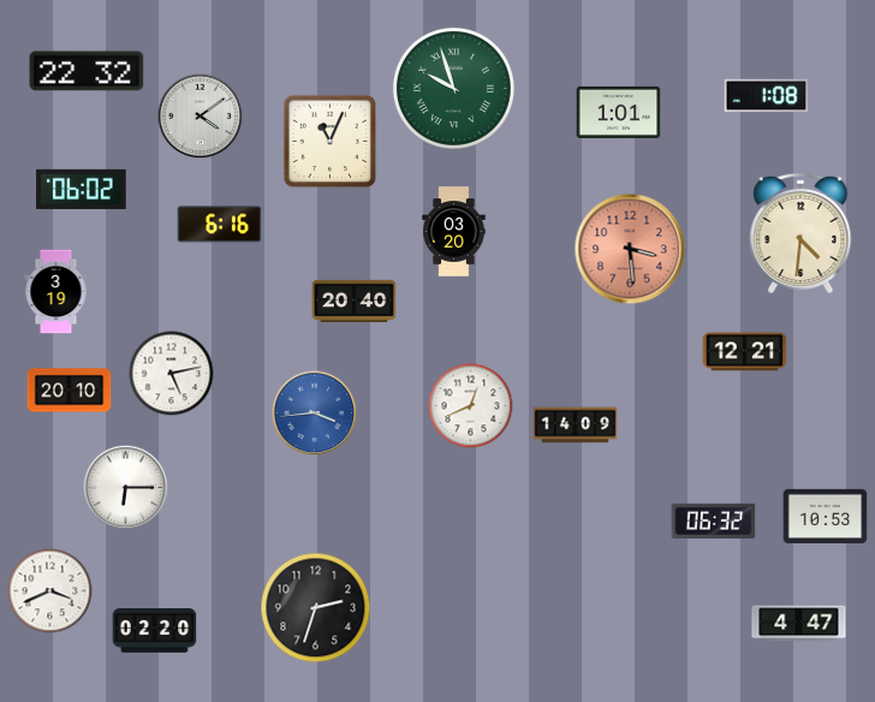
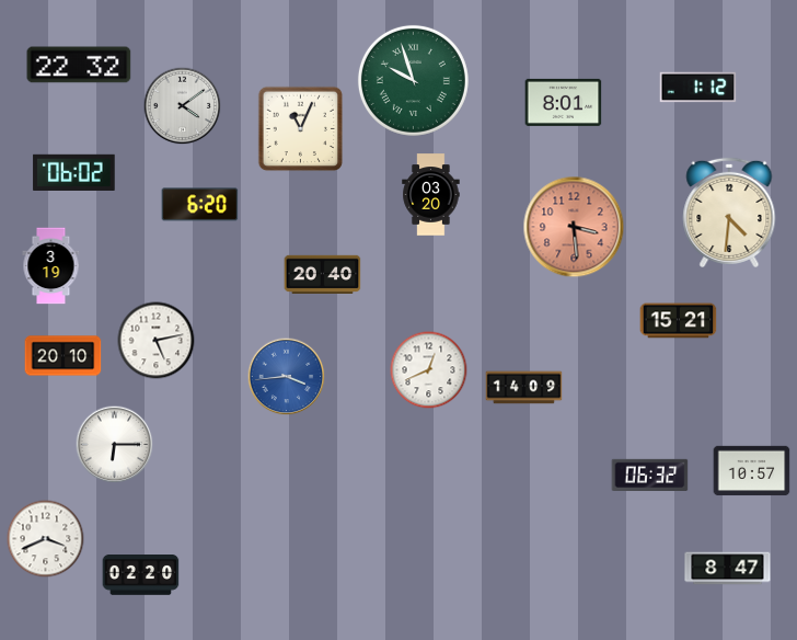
clock at (767, 96): 1:08 -> 1:12
clock at (619, 112): 1:01 -> 8:01
clock at (220, 225): 6:16 -> 6:20
clock at (454, 232) position: (454, 232) -> (431, 195)
clock at (745, 352): 12:21 -> 15:21
clock at (826, 517): 10:53 -> 10:57
clock at (316, 608): 2:33 -> none
clock at (799, 624): 4:47 -> 8:47
